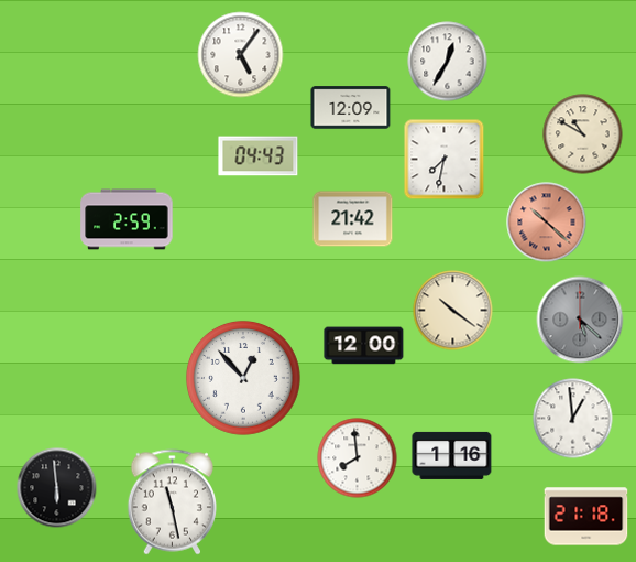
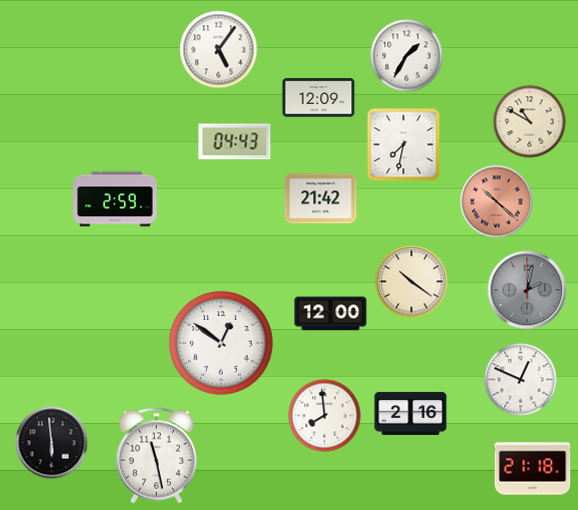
clock at (448, 62): 12:35 -> 1:35
clock at (580, 320): 5:22 -> 2:02
clock at (243, 378): 12:53 -> 12:51
clock at (573, 419): 12:59 -> 12:49
clock at (452, 455): 1:16 -> 2:16
